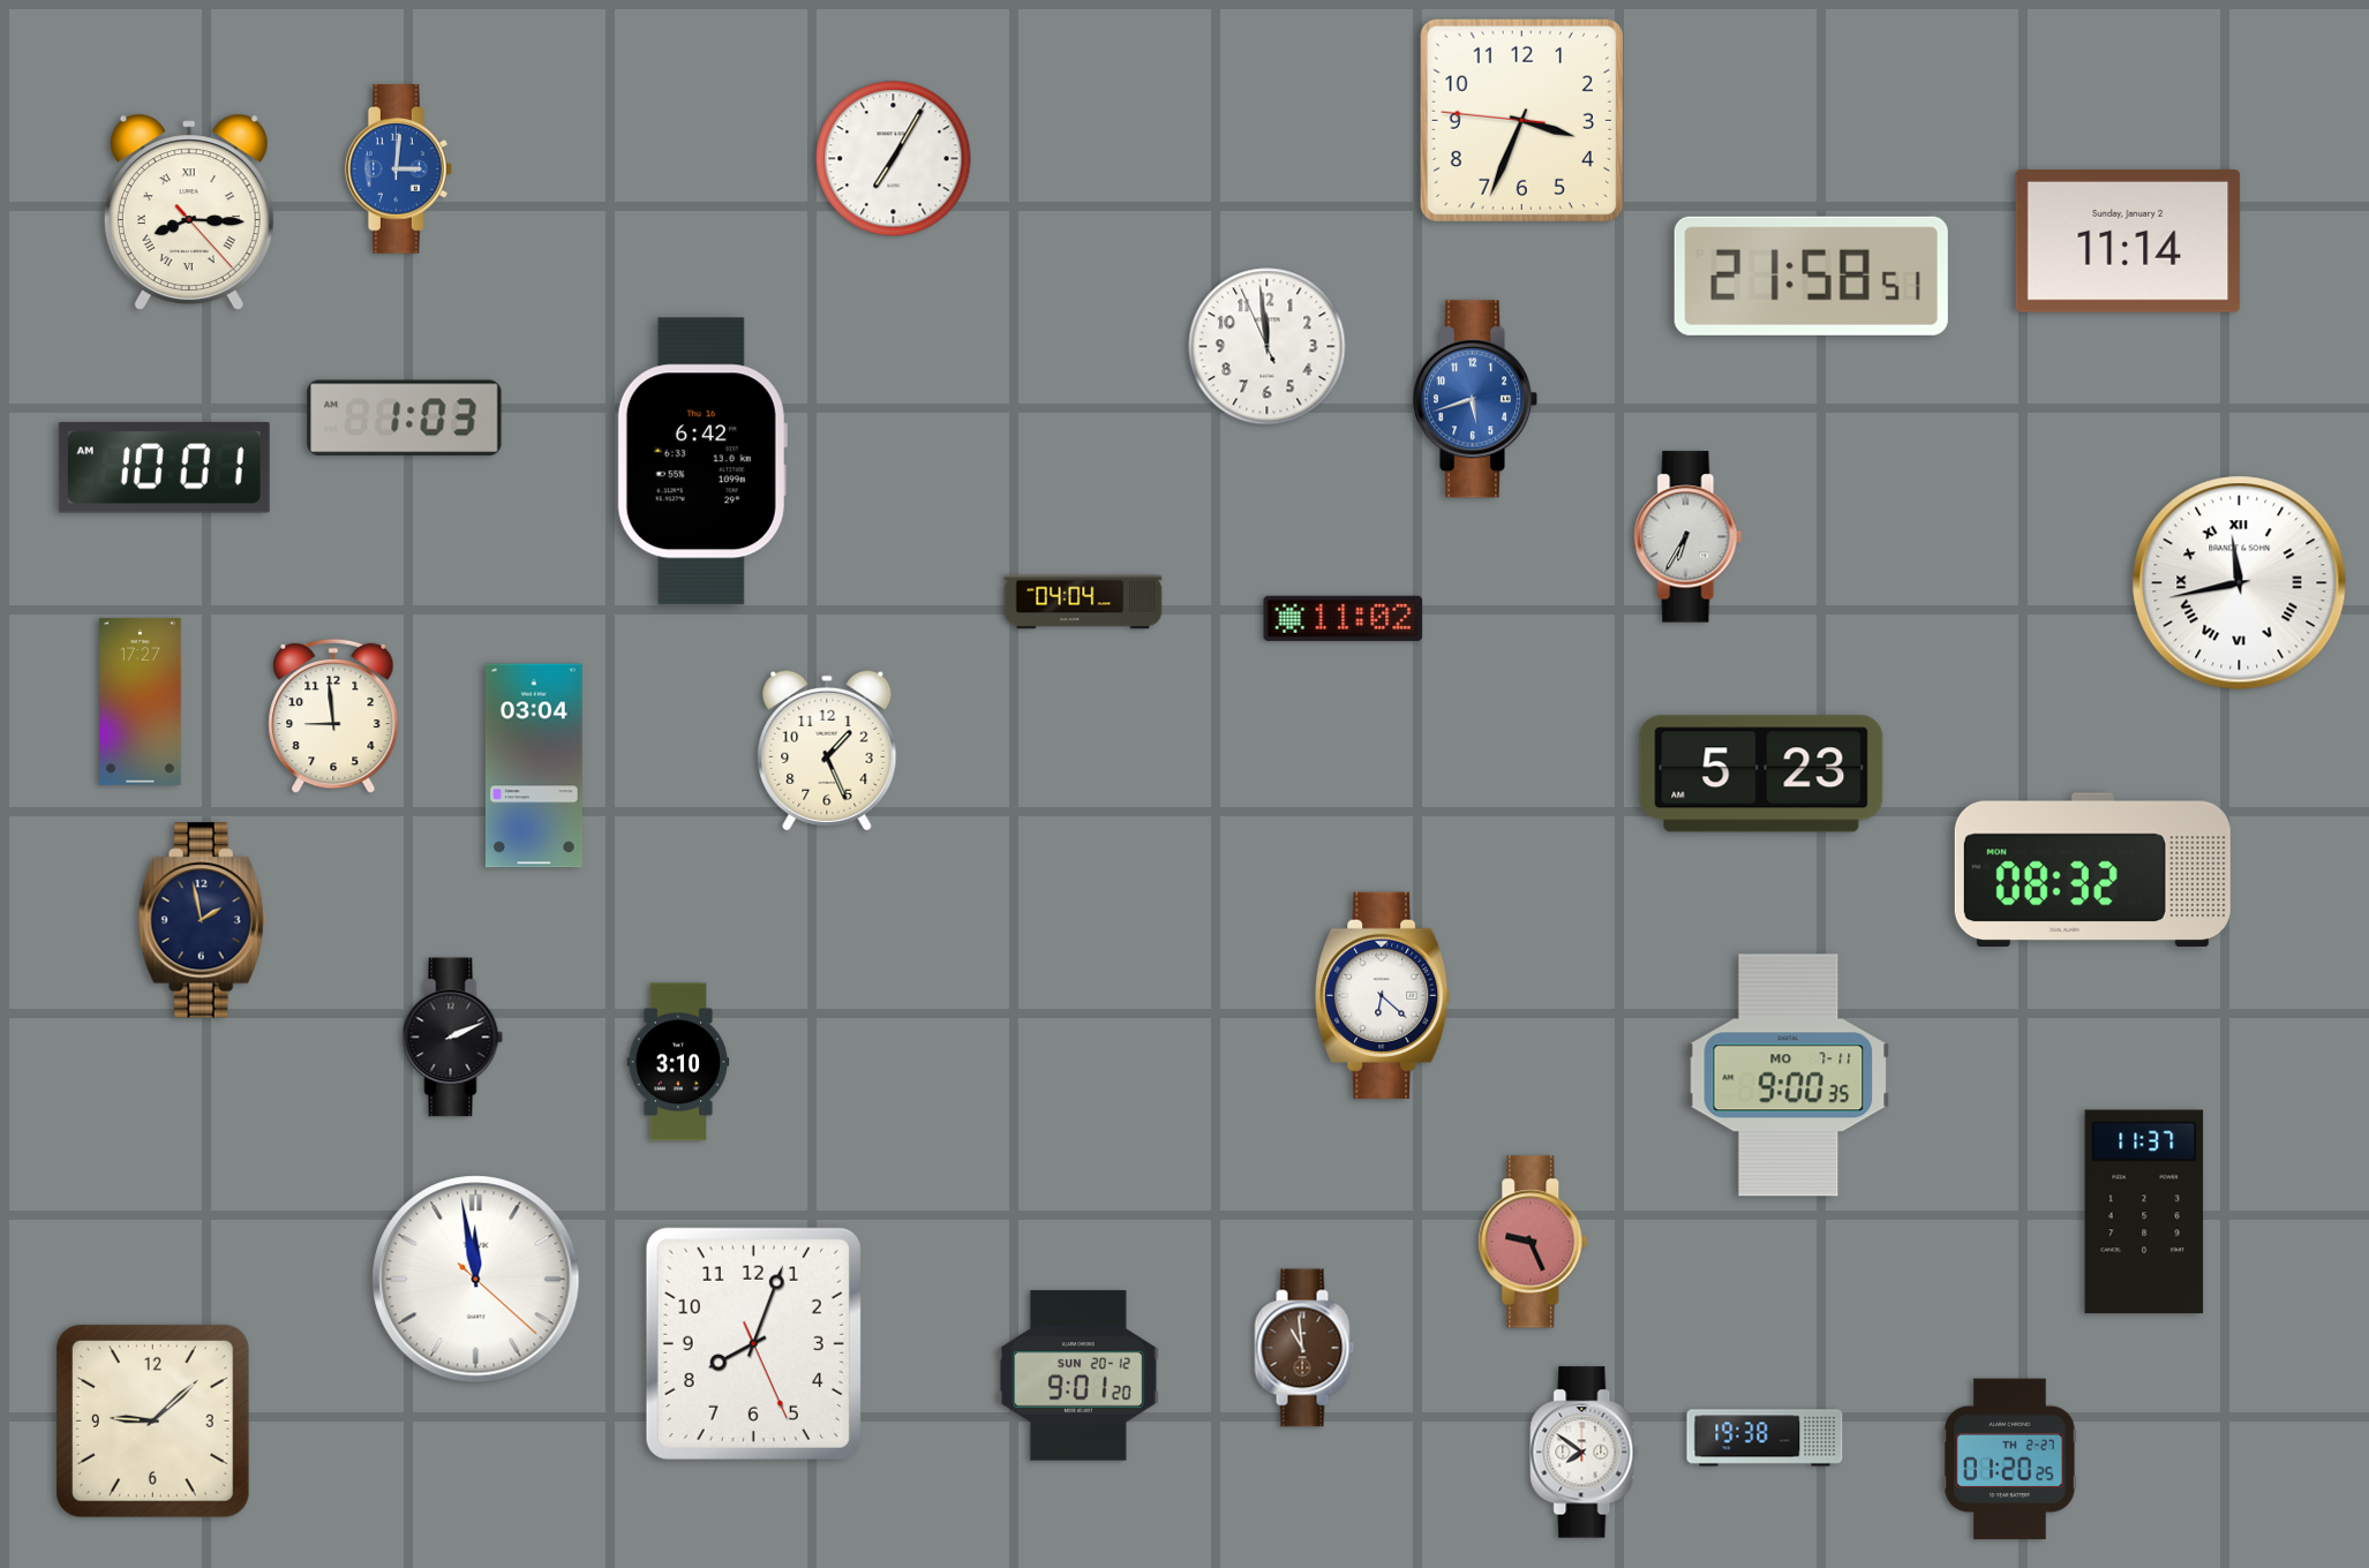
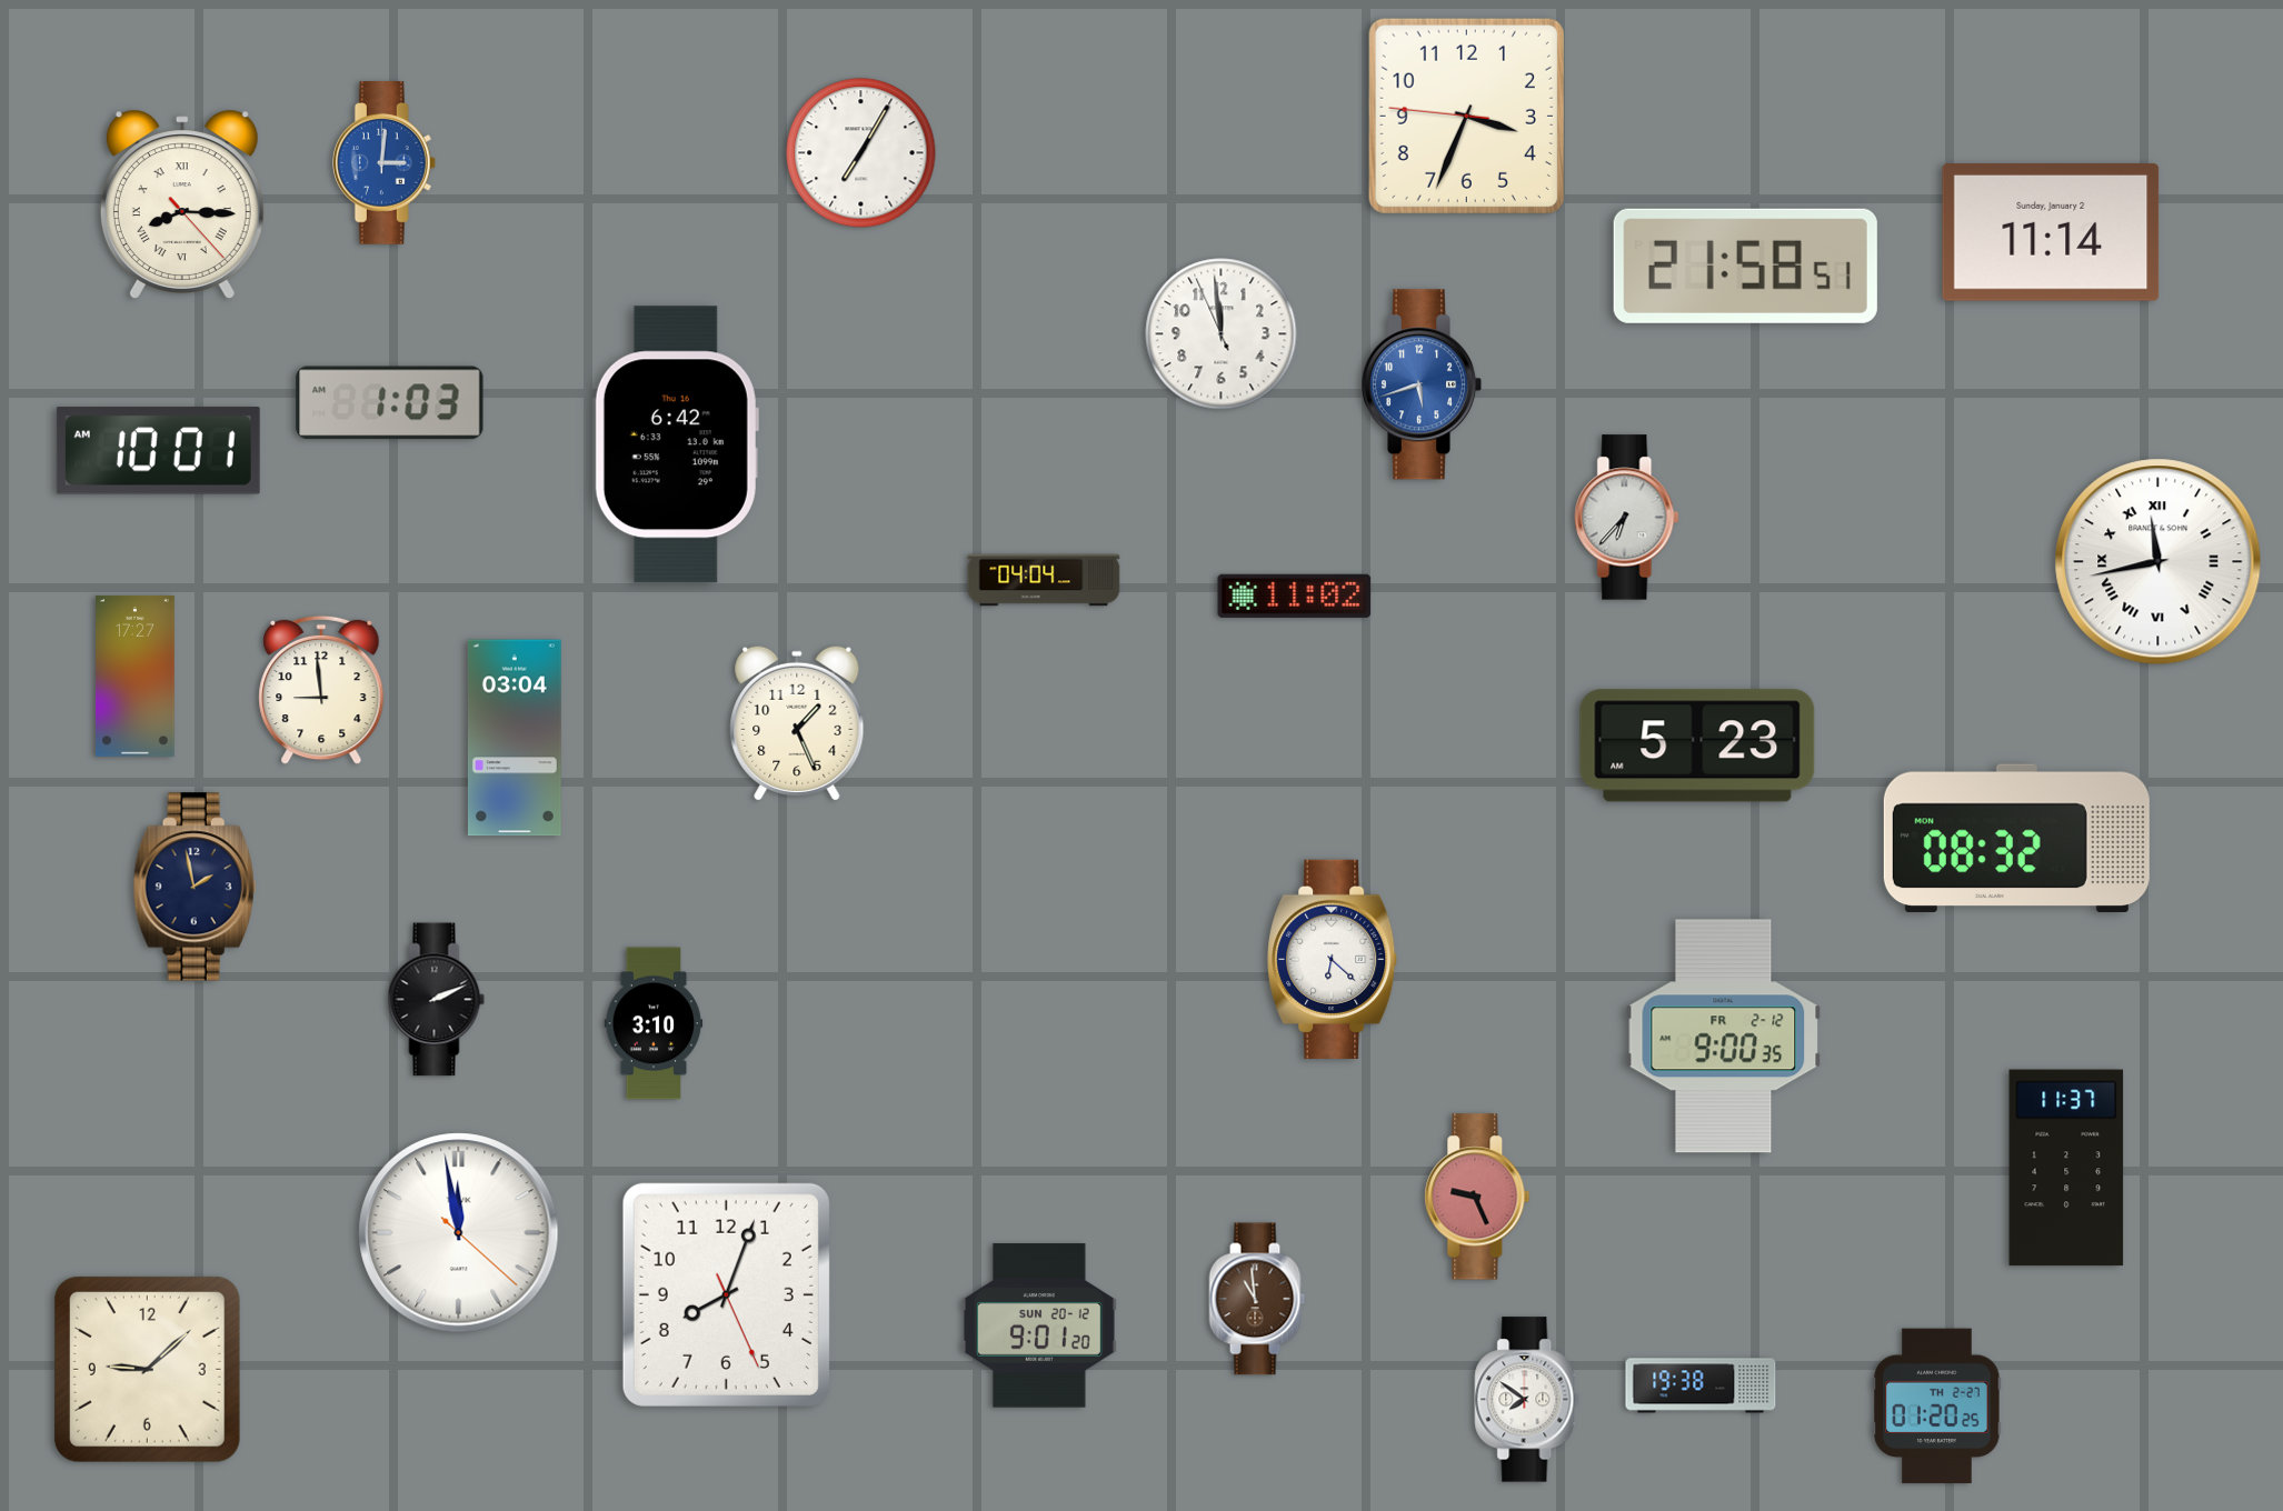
clock at (1689, 537): 6:35 -> 6:37
clock at (1789, 1076) date: MO 7-11 -> FR 2-12
